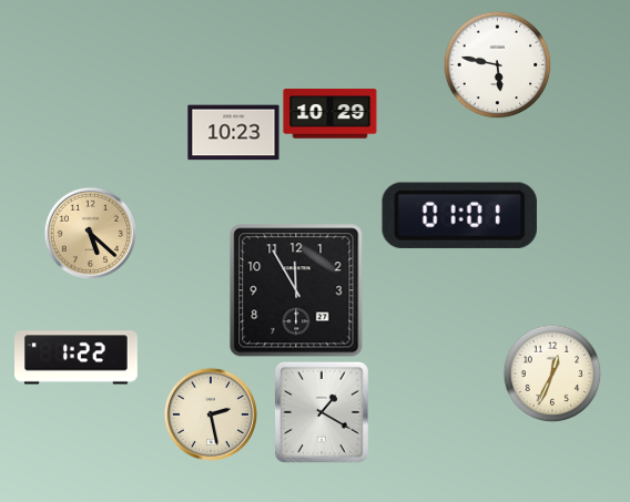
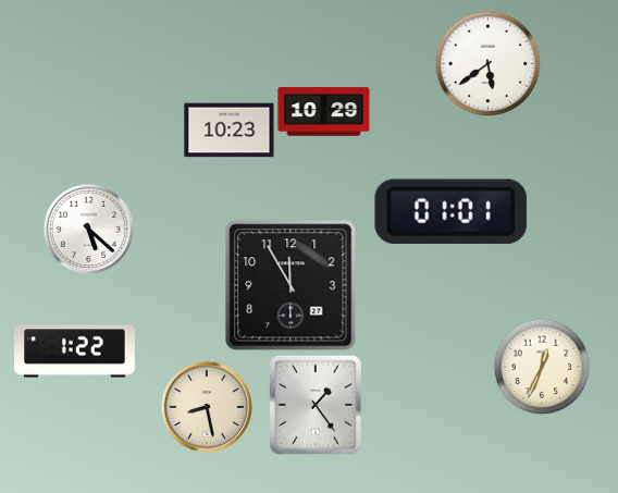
clock at (497, 64): 5:47 -> 5:39
clock at (90, 233) dial: champagne -> white
clock at (322, 412): 1:20 -> 1:24
clock at (210, 413): 2:28 -> 8:28
